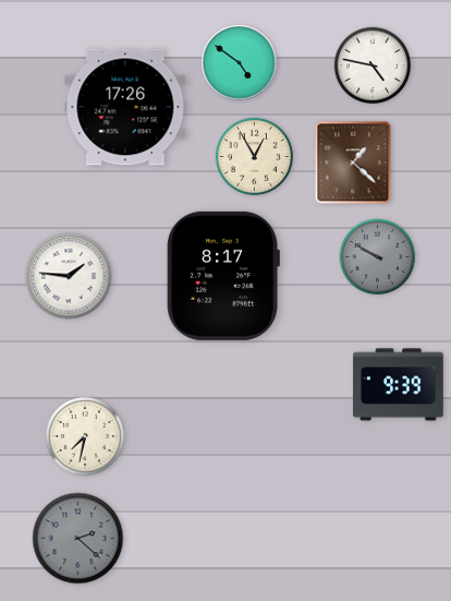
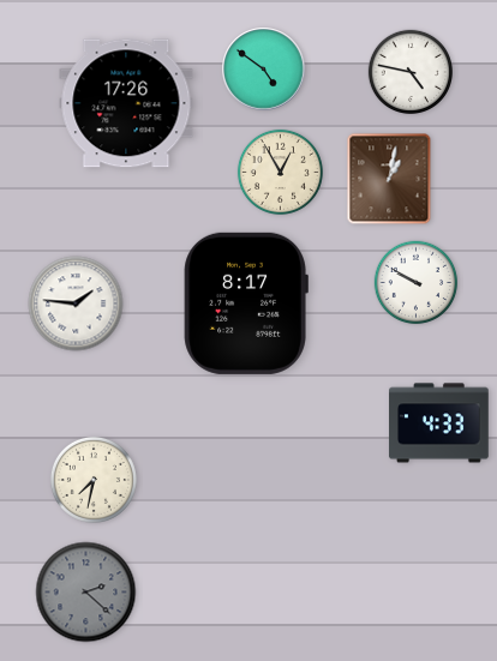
clock at (125, 107) position: (125, 107) -> (126, 103)
clock at (353, 163): 1:22 -> 1:02
clock at (378, 257) dial: grey -> white
clock at (399, 385): 9:39 -> 4:33
